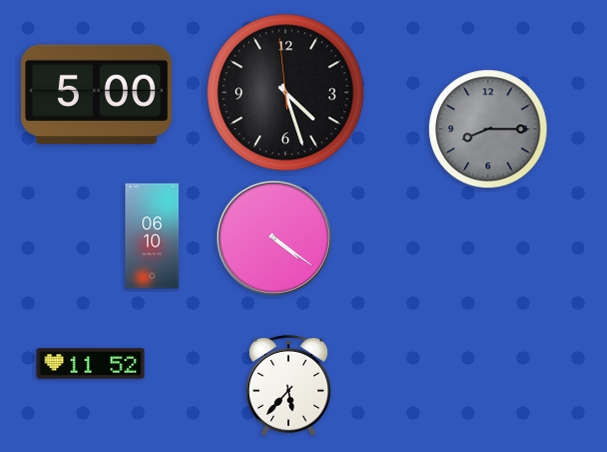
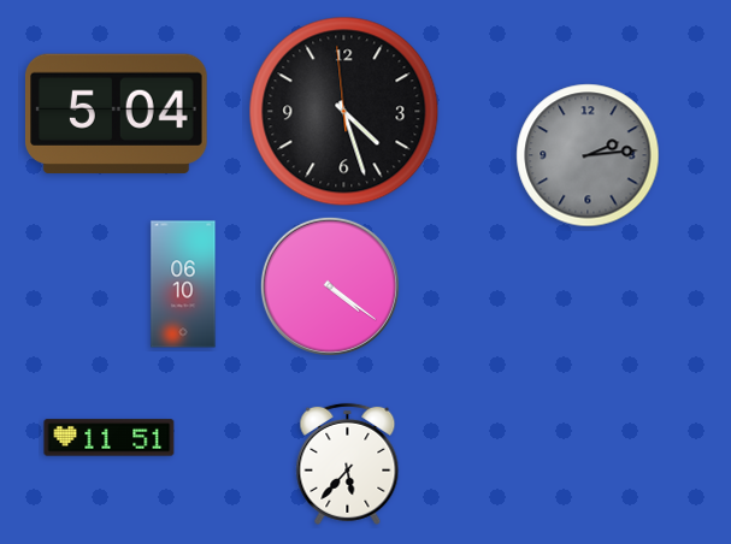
clock at (96, 94): 5:00 -> 5:04
clock at (488, 129): 8:15 -> 2:14
clock at (91, 364): 11:52 -> 11:51
